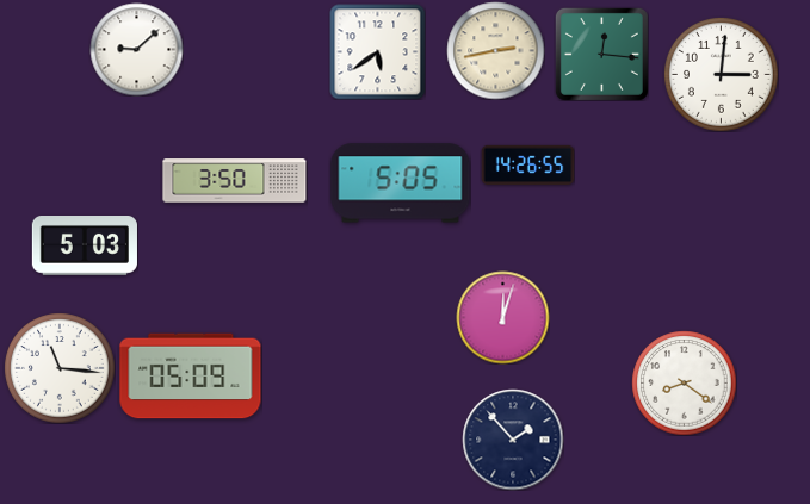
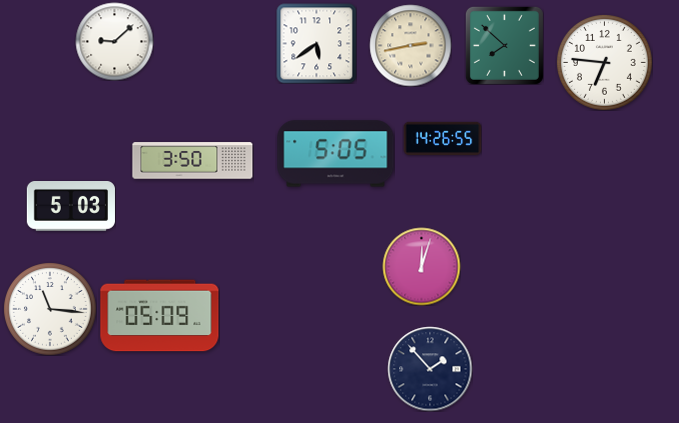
clock at (495, 50) position: (495, 50) -> (410, 45)
clock at (601, 54): 12:16 -> 7:52
clock at (721, 74): 3:01 -> 6:46
clock at (235, 181) position: (235, 181) -> (193, 161)
clock at (684, 382): 8:21 -> none
